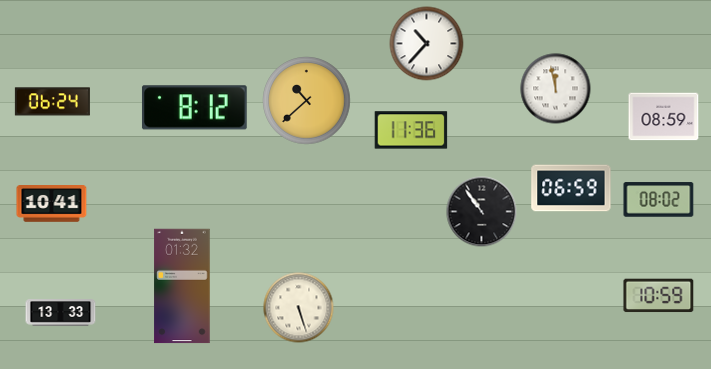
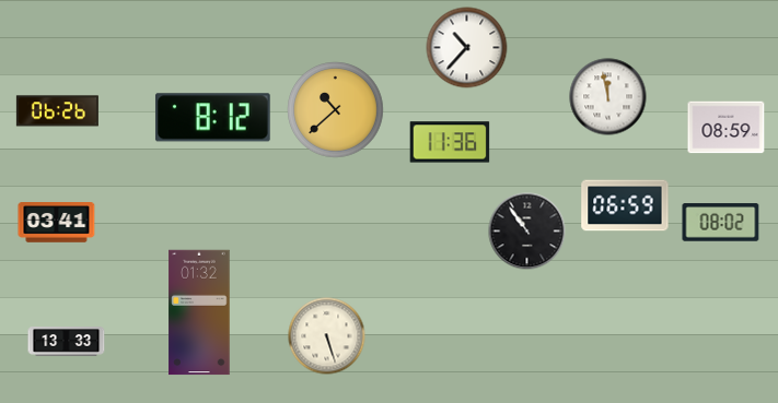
clock at (52, 102): 06:24 -> 06:26
clock at (659, 200) position: (659, 200) -> (721, 223)
clock at (52, 204): 10:41 -> 03:41
clock at (659, 296): 10:59 -> none
